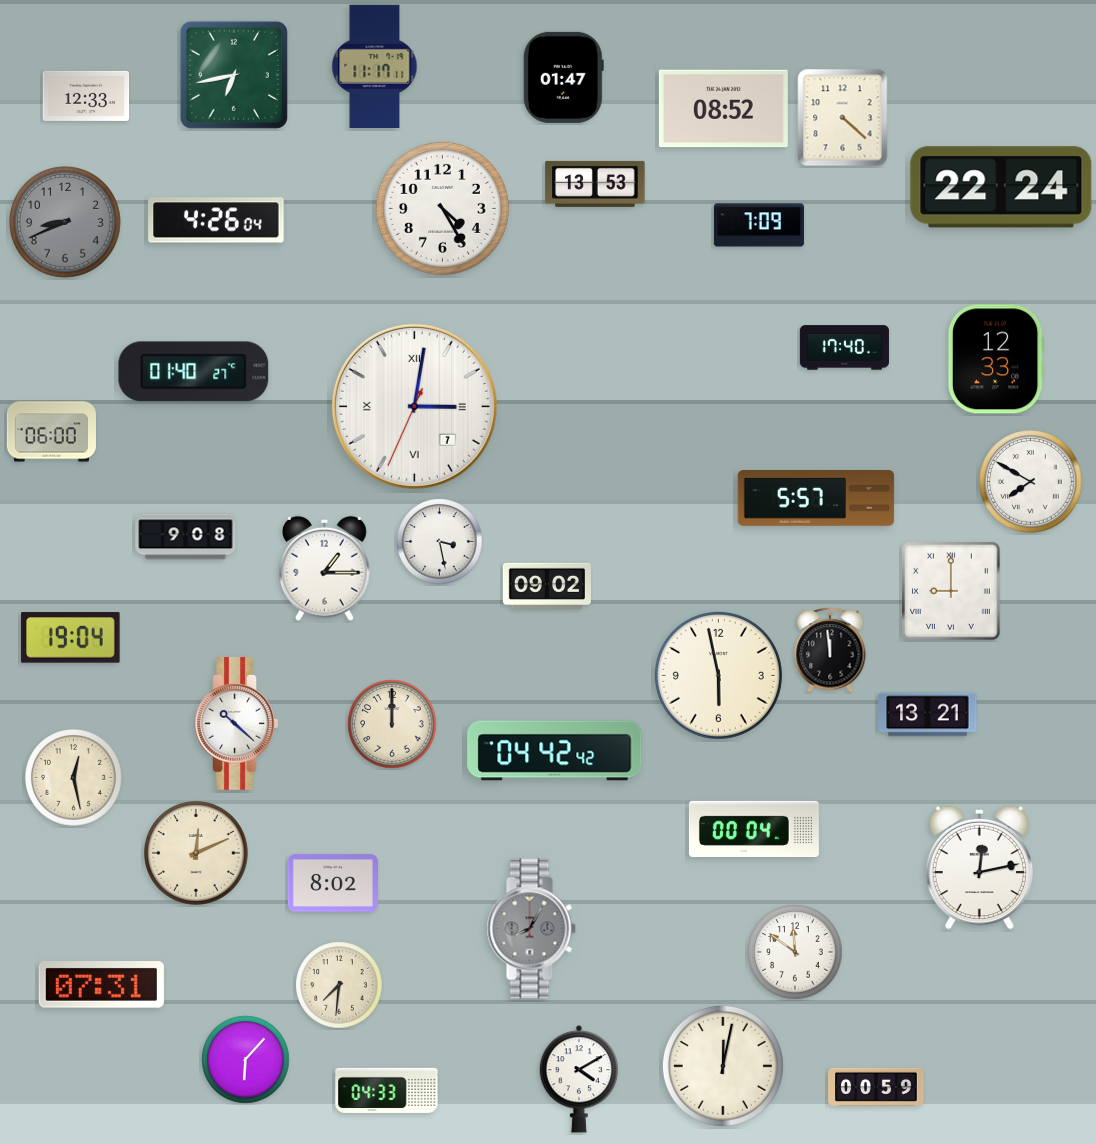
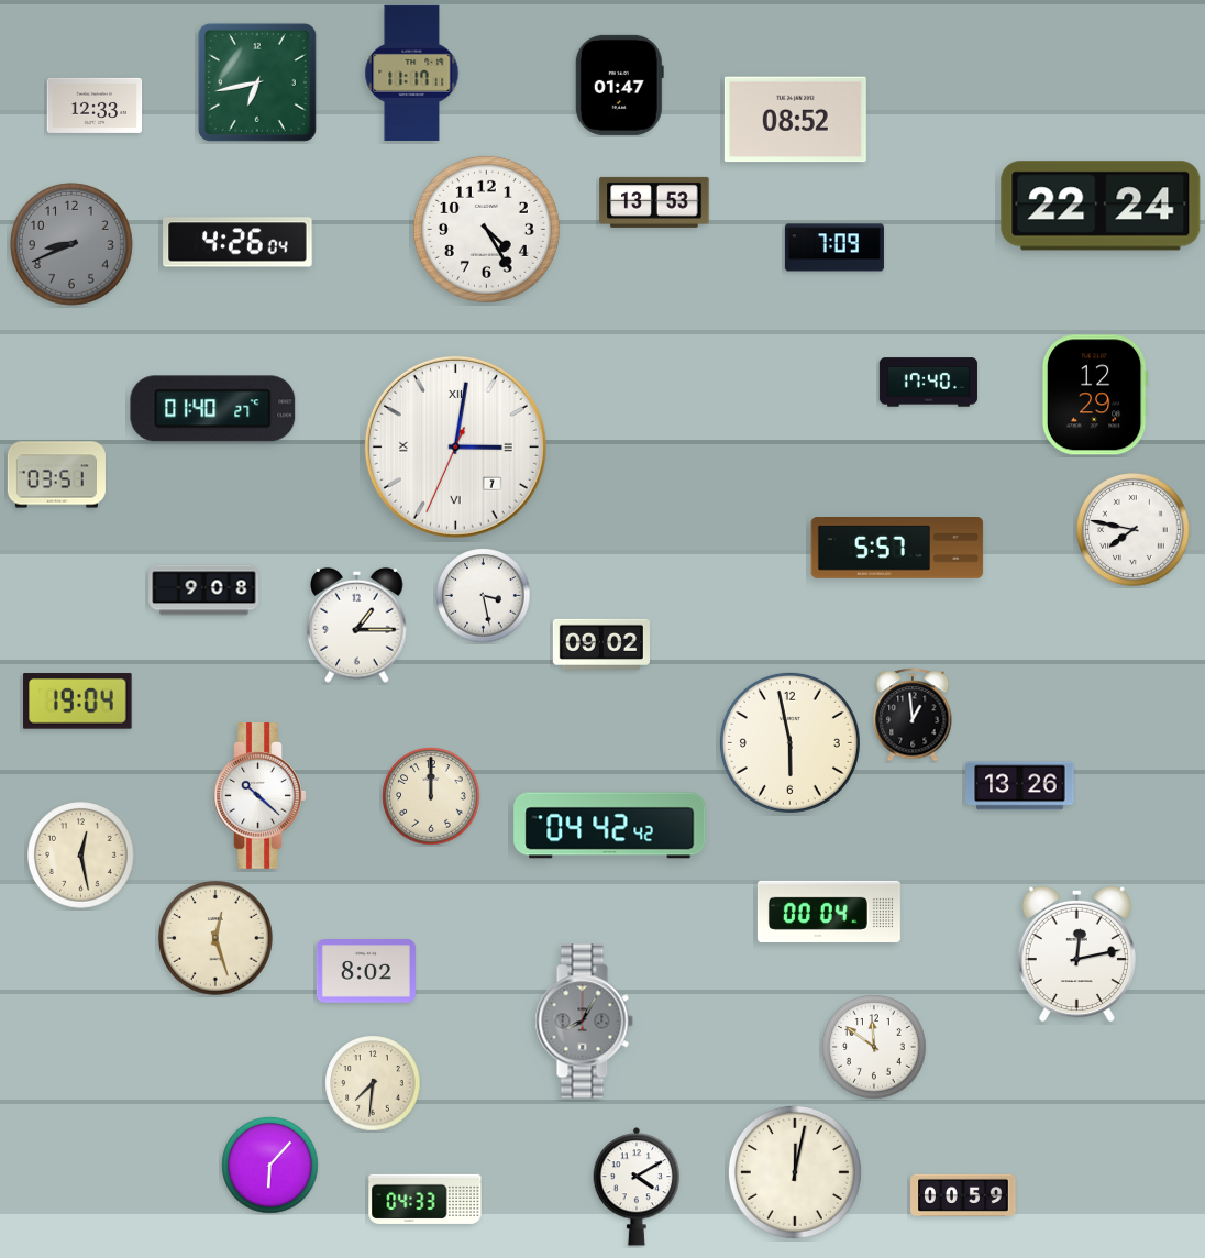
clock at (843, 118): 4:22 -> none
clock at (996, 359): 12:33 -> 12:29
clock at (51, 432): 06:00 -> 03:51
clock at (1031, 482): 7:50 -> 7:47
clock at (951, 591): 9:00 -> none
clock at (830, 650): 11:59 -> 12:59
clock at (928, 715): 13:21 -> 13:26
clock at (197, 854): 12:11 -> 12:27
clock at (101, 985): 07:31 -> none
